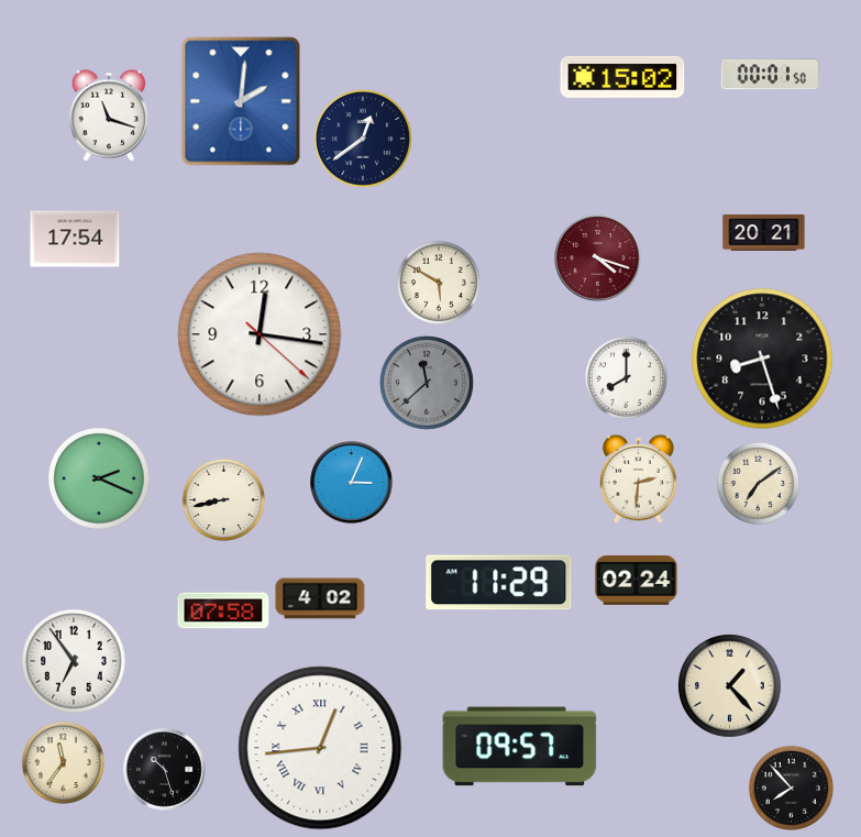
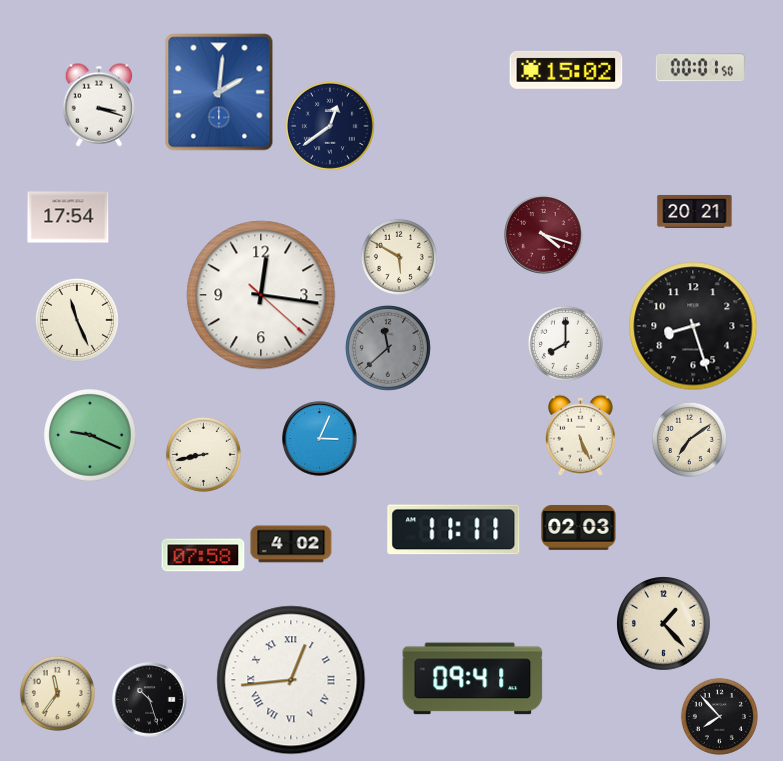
clock at (109, 115): 11:18 -> 3:18
clock at (260, 334) position: (260, 334) -> (261, 295)
clock at (77, 320): none -> 11:26
clock at (626, 377) position: (626, 377) -> (565, 343)
clock at (639, 478): 2:31 -> 5:26
clock at (100, 480): 2:19 -> 9:19
clock at (637, 580): 02:24 -> 02:03
clock at (499, 583): 11:29 -> 11:11
clock at (75, 662): 6:54 -> none
clock at (520, 747): 09:57 -> 09:41
